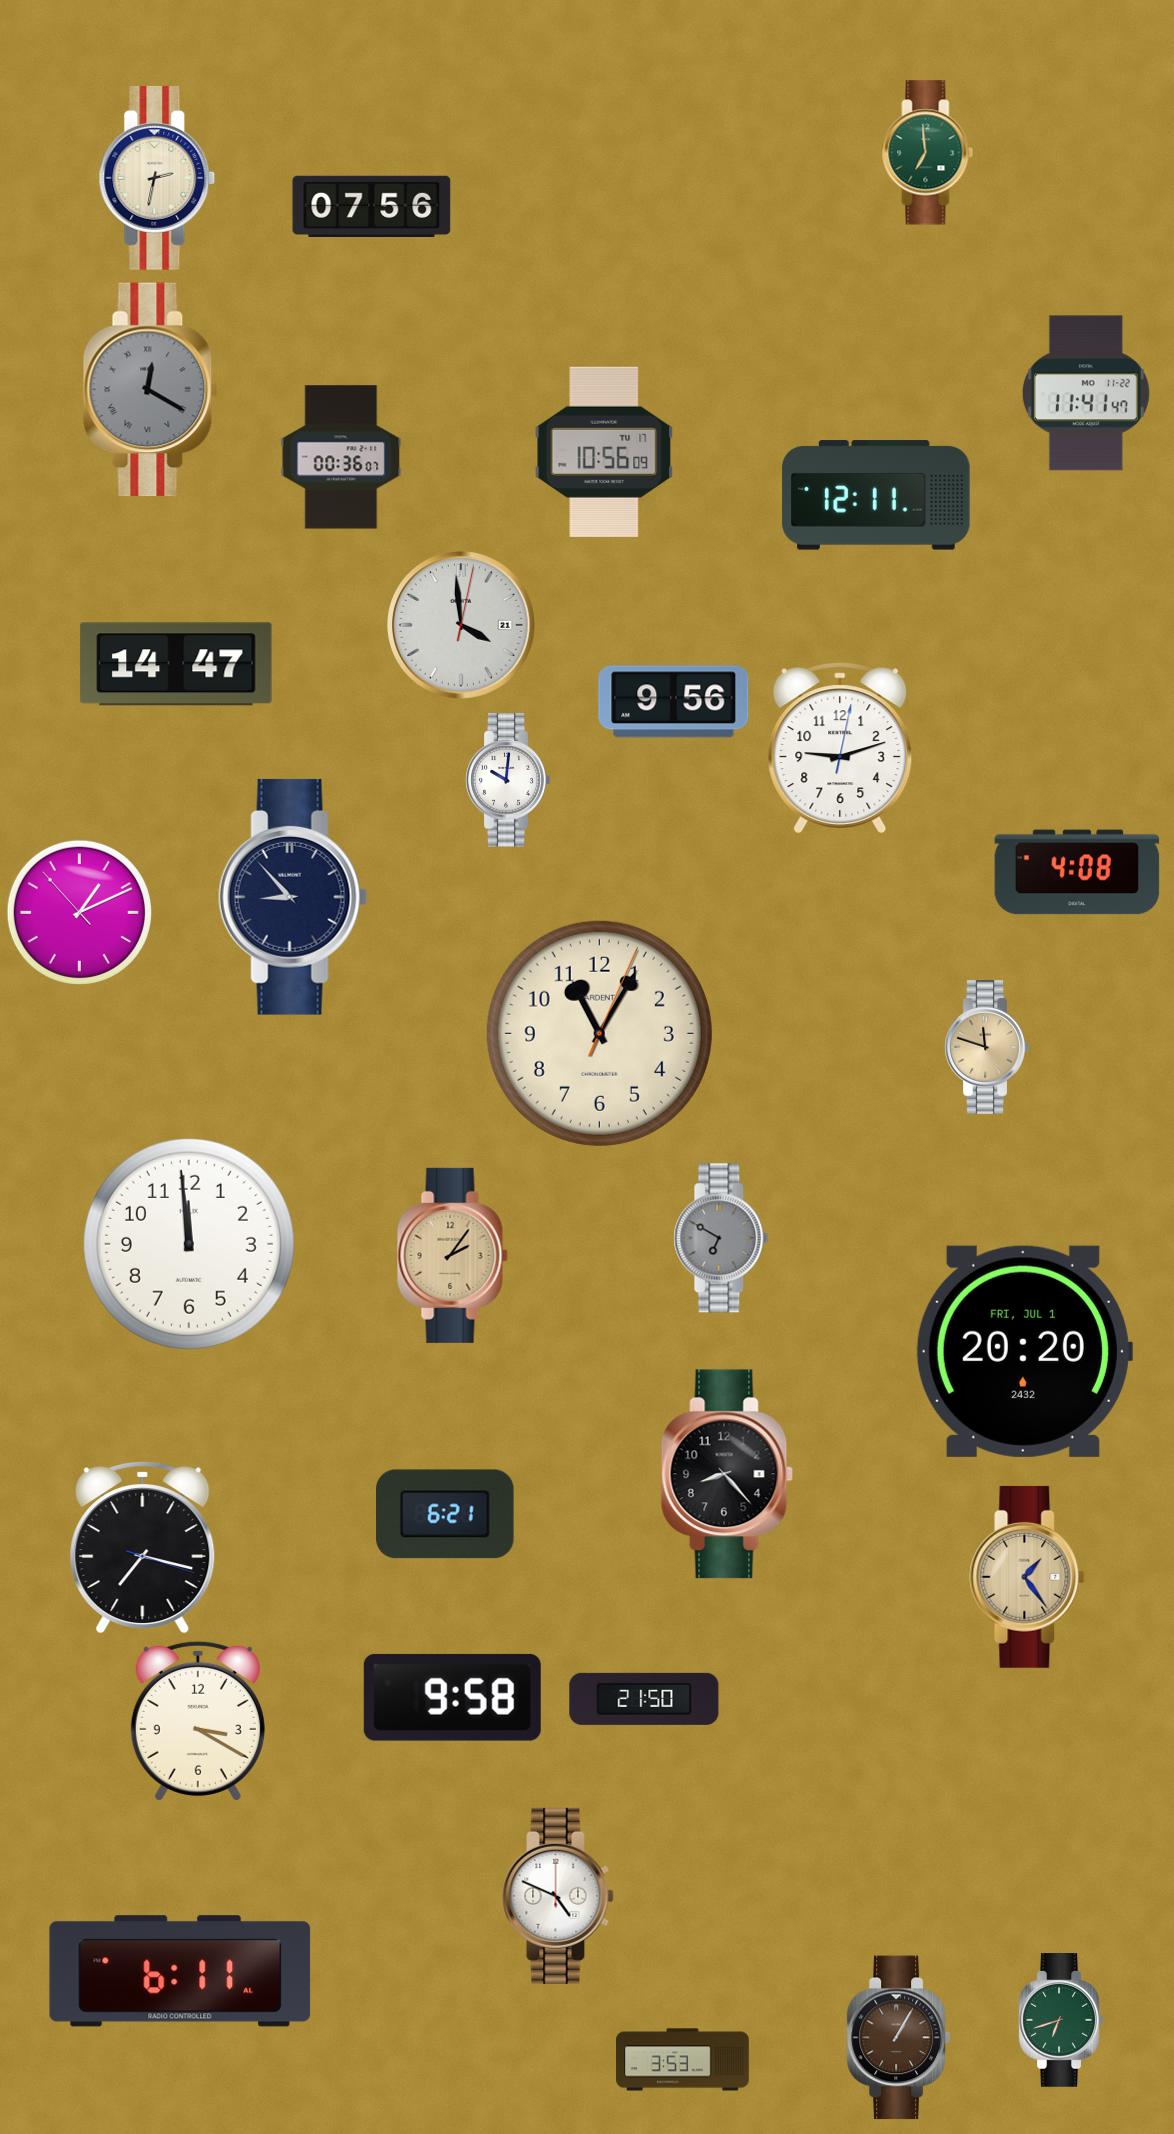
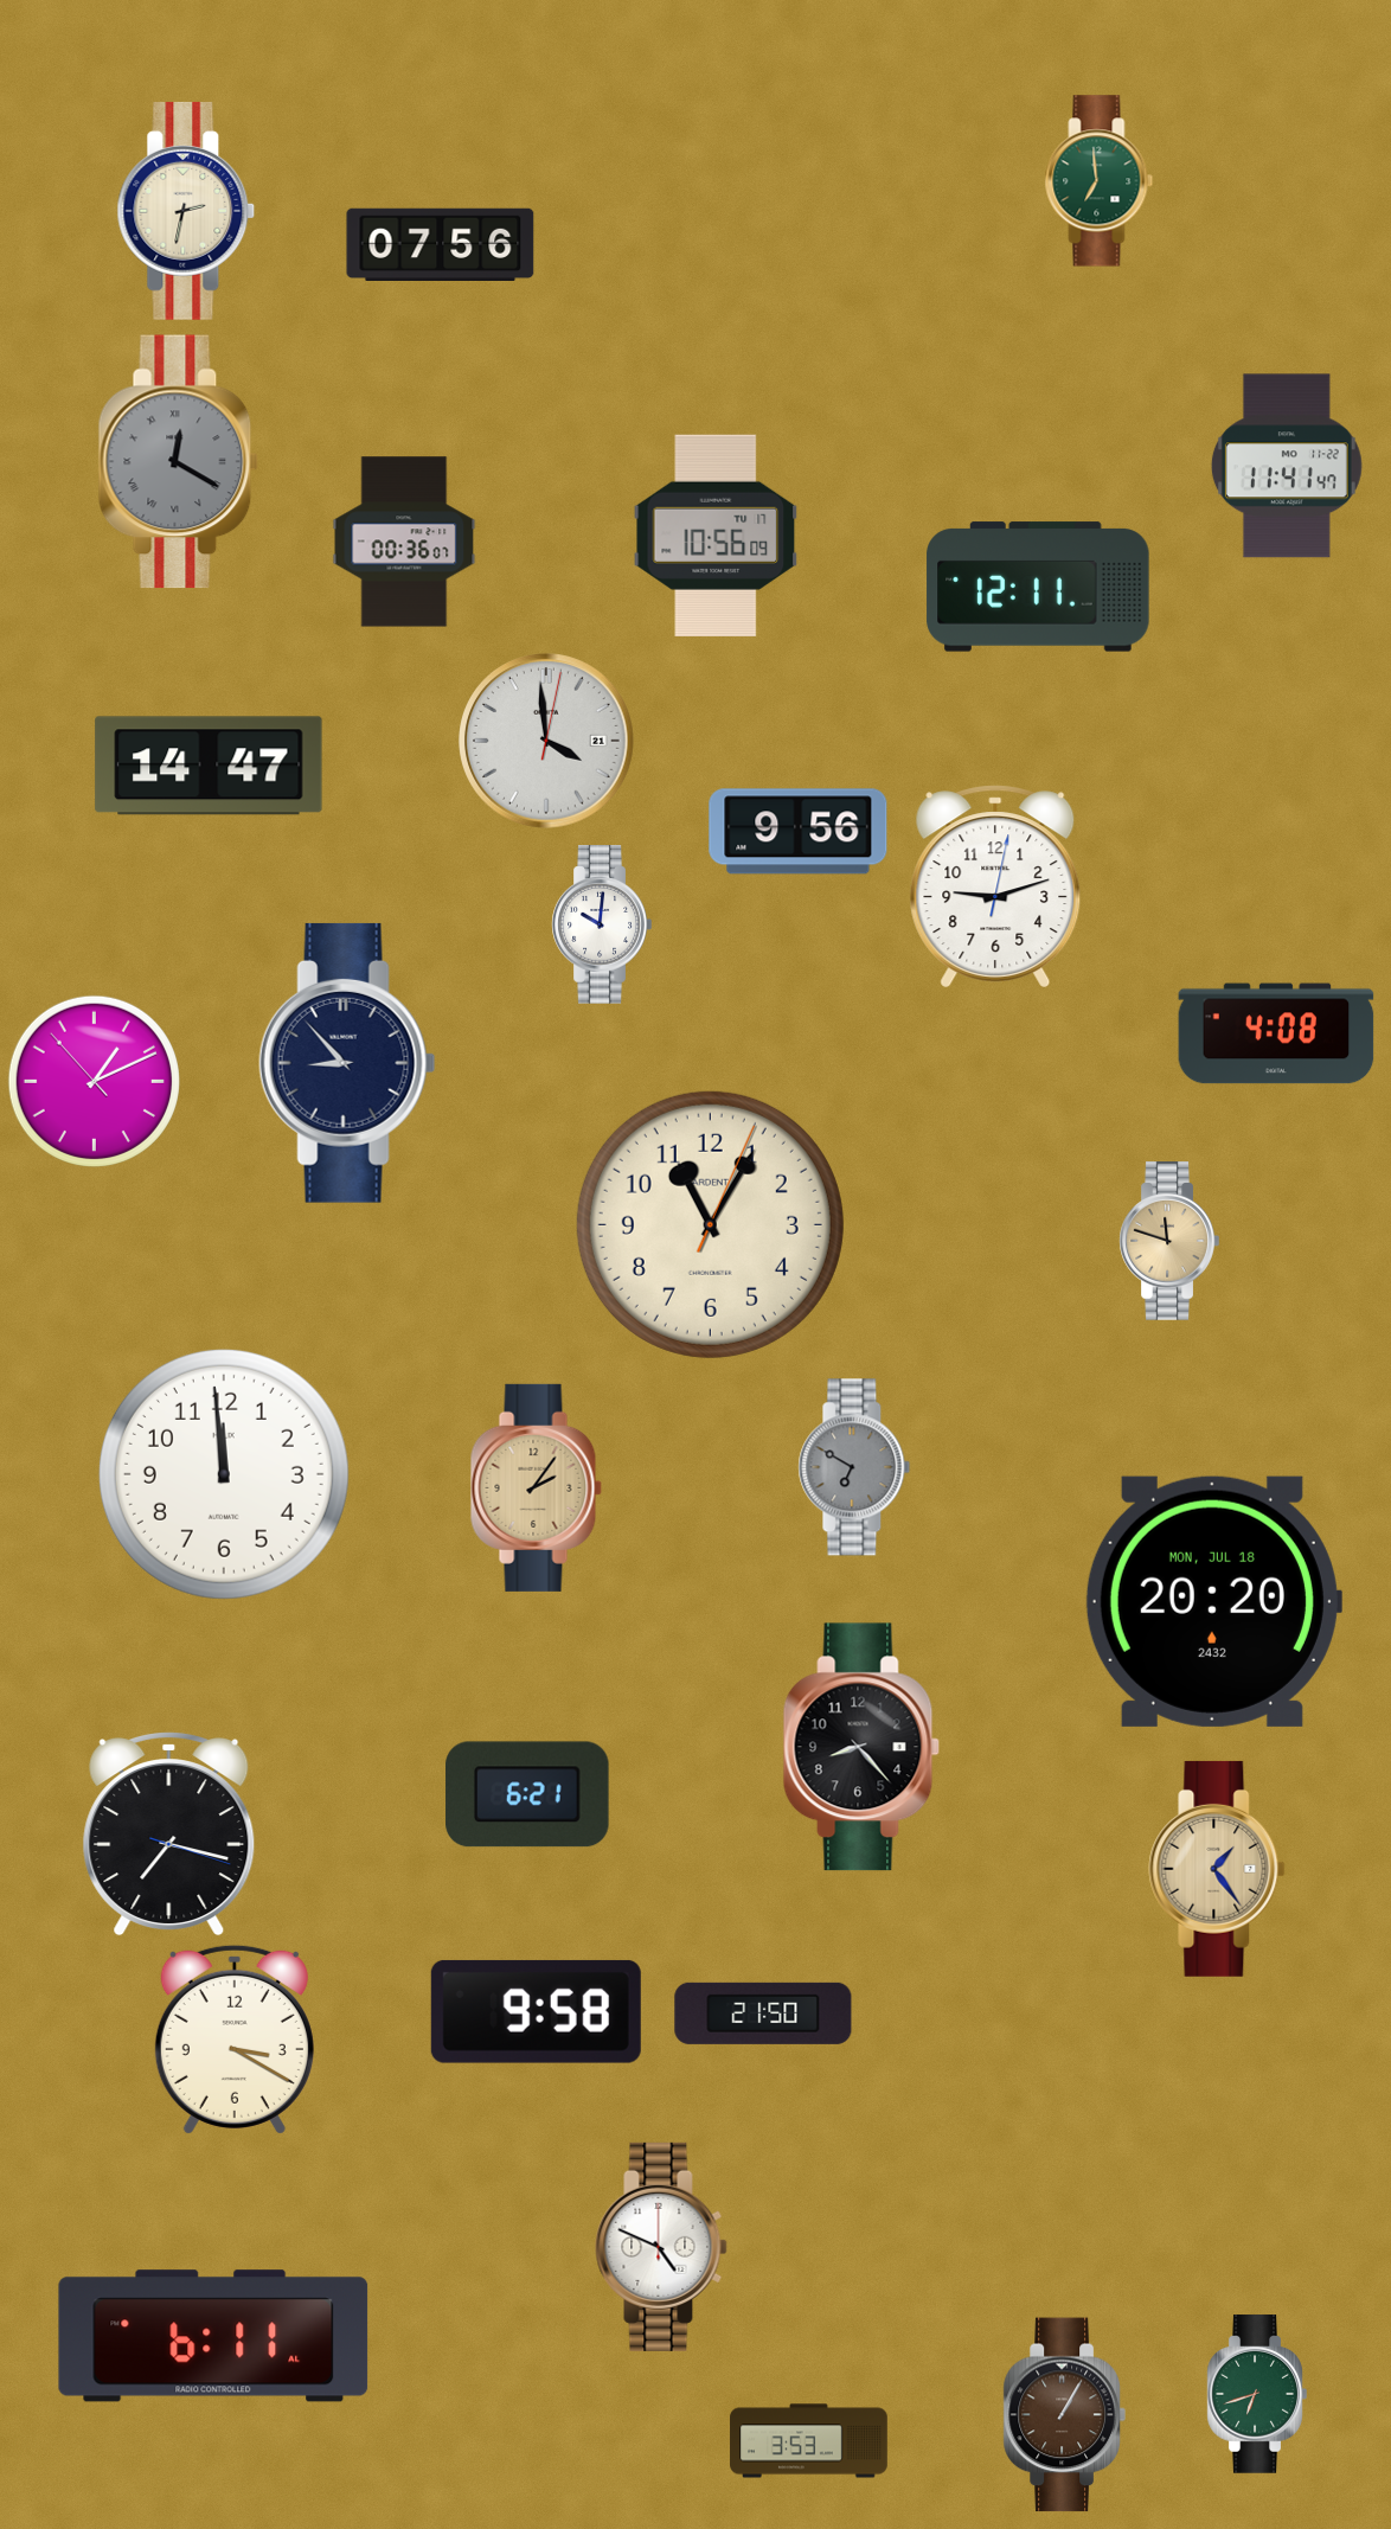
clock at (176, 664) position: (176, 664) -> (209, 766)
clock at (1024, 1351) date: FRI, JUL 1 -> MON, JUL 18
